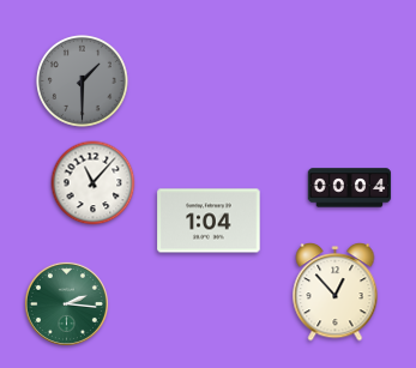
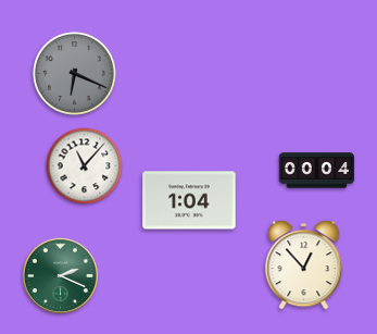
clock at (83, 82): 1:30 -> 6:19
clock at (66, 303): 2:16 -> 2:19
